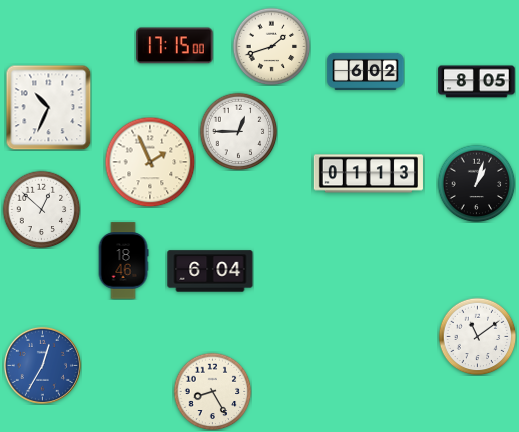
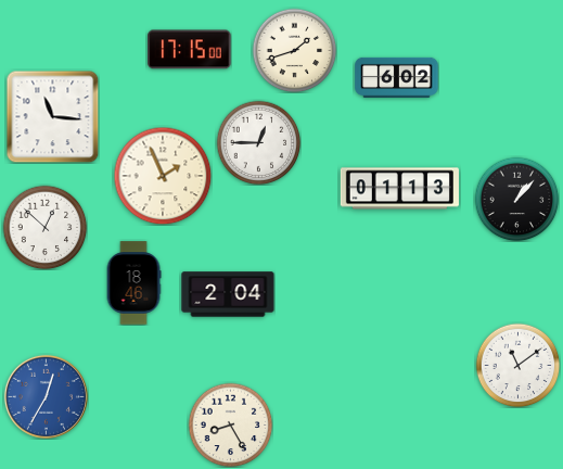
clock at (477, 82): 8:05 -> none
clock at (48, 107): 10:34 -> 11:16
clock at (476, 183): 1:03 -> 1:07
clock at (210, 271): 6:04 -> 2:04
